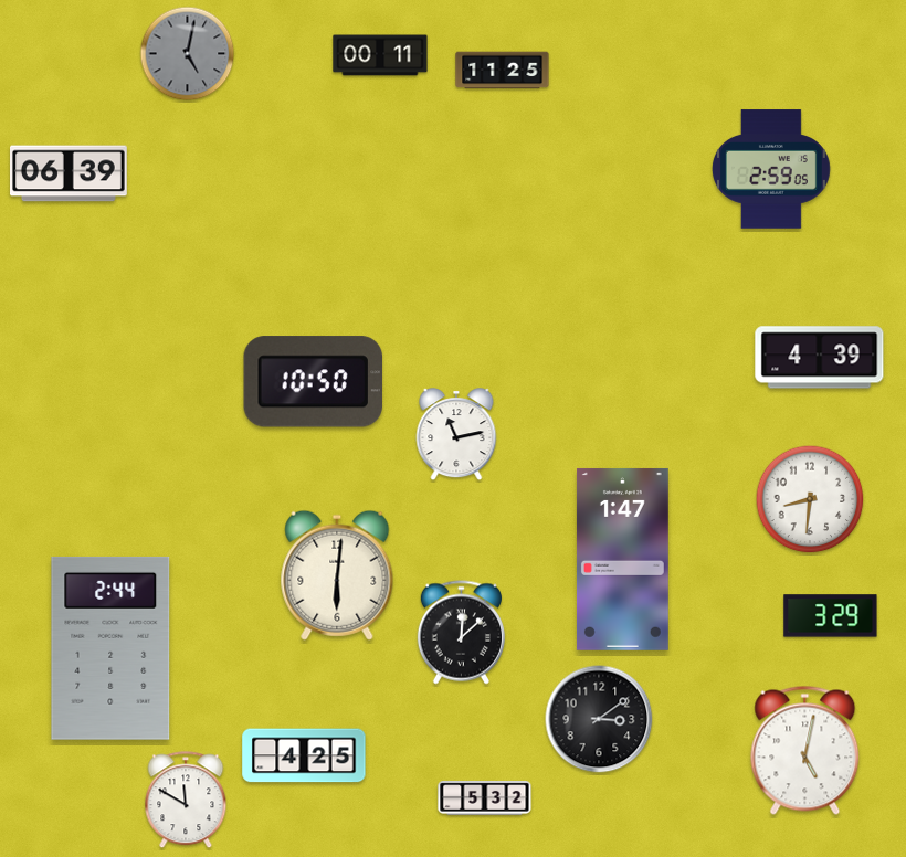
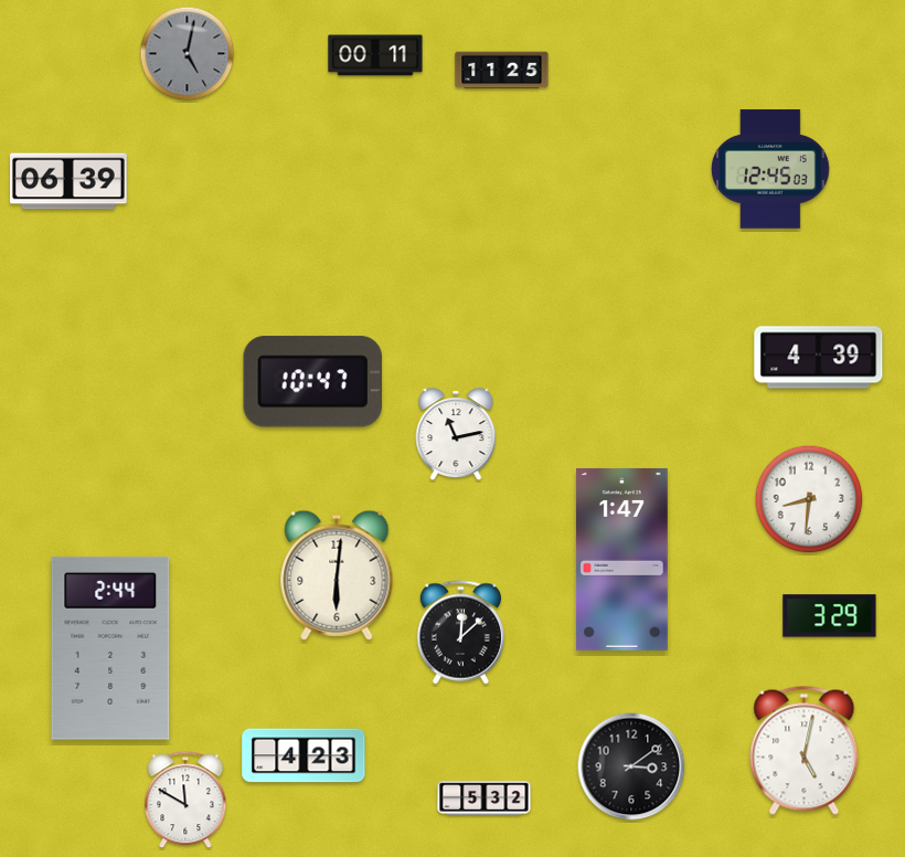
clock at (380, 55) position: (380, 55) -> (375, 55)
clock at (771, 169): 2:59 -> 12:45
clock at (70, 173) position: (70, 173) -> (70, 181)
clock at (313, 382): 10:50 -> 10:47
clock at (599, 719) position: (599, 719) -> (631, 766)
clock at (304, 755): 4:25 -> 4:23
